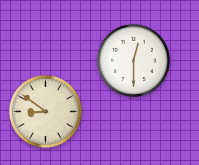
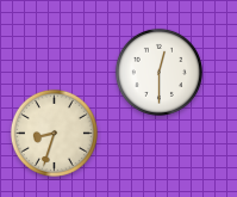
clock at (45, 111): 8:51 -> 8:33
